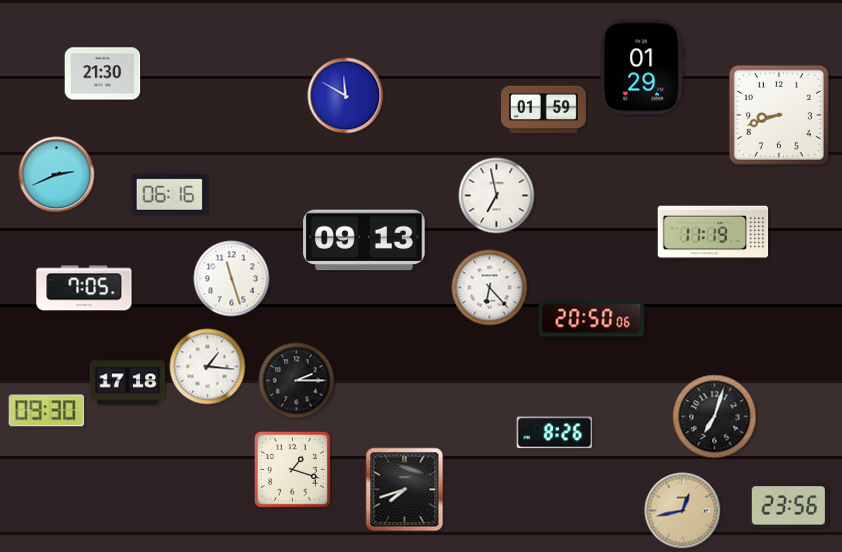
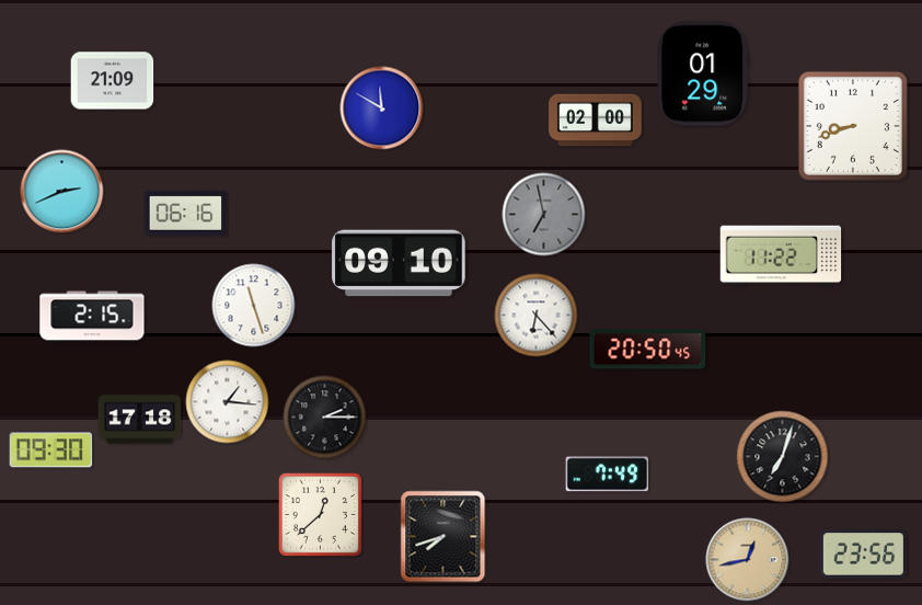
clock at (103, 74): 21:30 -> 21:09
clock at (346, 96) position: (346, 96) -> (382, 109)
clock at (544, 110): 01:59 -> 02:00
clock at (497, 196) dial: white -> grey
clock at (713, 233): 11:19 -> 11:22
clock at (364, 240): 09:13 -> 09:10
clock at (84, 289): 7:05 -> 2:15
clock at (592, 319): 20:50:06 -> 20:50:45
clock at (555, 433): 8:26 -> 7:49
clock at (292, 469): 1:18 -> 12:38
